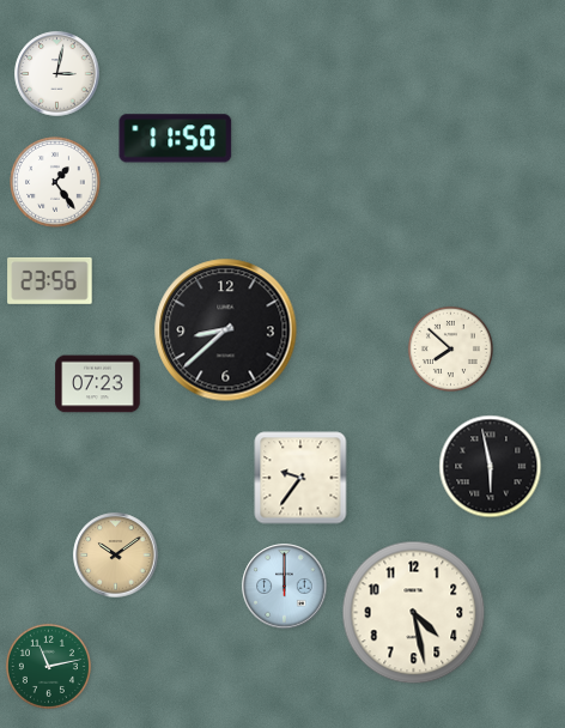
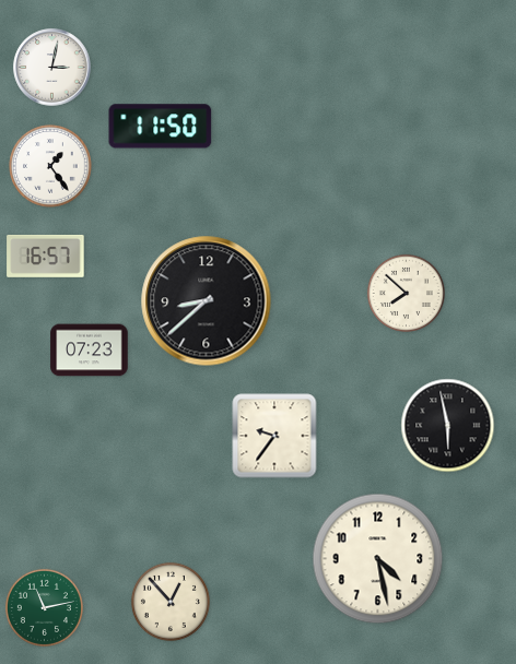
clock at (50, 280): 23:56 -> 16:57
clock at (450, 348) position: (450, 348) -> (406, 293)
clock at (116, 556): 10:09 -> none
clock at (285, 587): 12:00 -> none
clock at (171, 602): none -> 12:53
